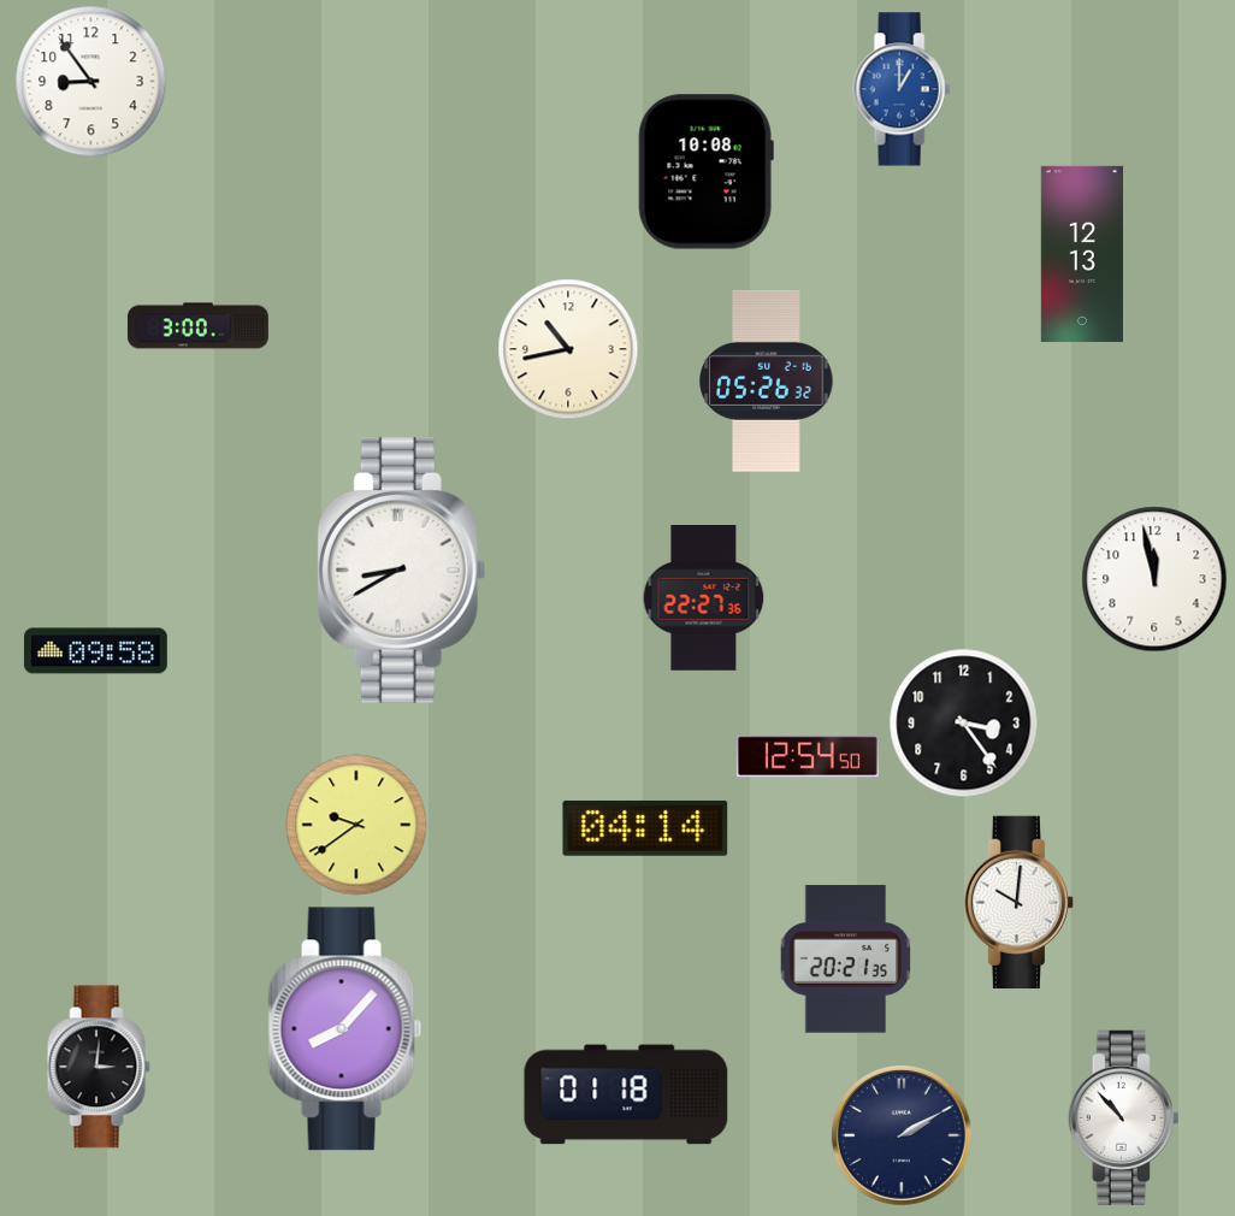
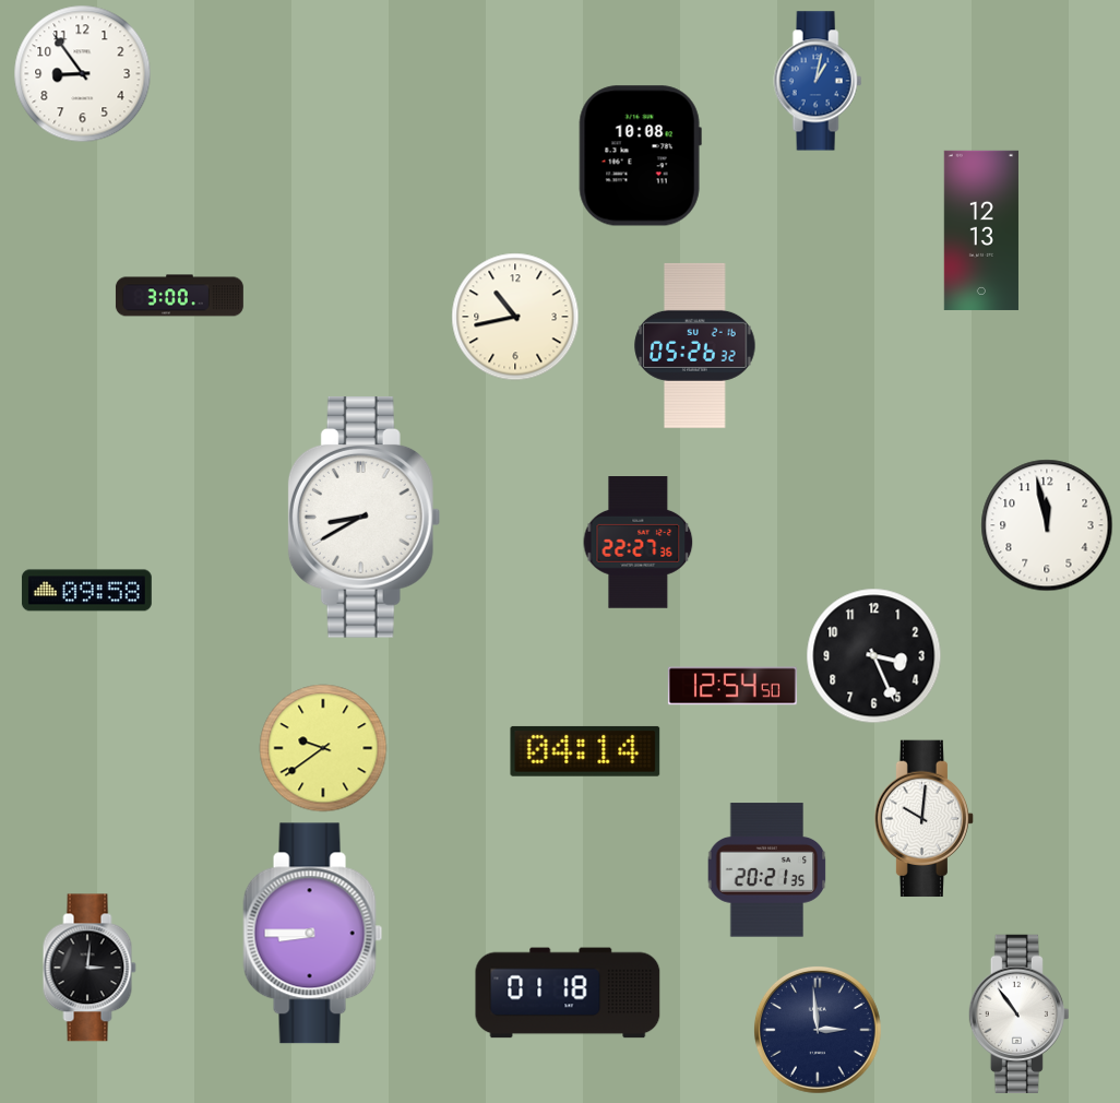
clock at (902, 89): 1:00 -> 1:02
clock at (964, 724): 3:24 -> 3:26
clock at (345, 1029): 8:07 -> 8:45
clock at (1123, 1117): 10:53 -> 10:54
clock at (902, 1135): 2:10 -> 2:59
